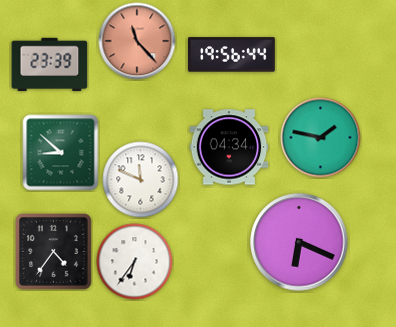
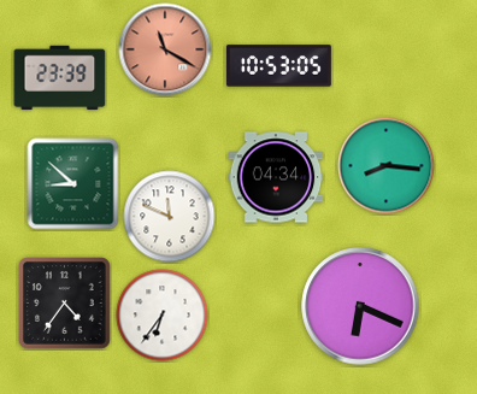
clock at (137, 41): 11:23 -> 11:20
clock at (231, 55): 19:56 -> 10:53
clock at (321, 138): 1:47 -> 8:16
clock at (299, 242) position: (299, 242) -> (360, 306)
